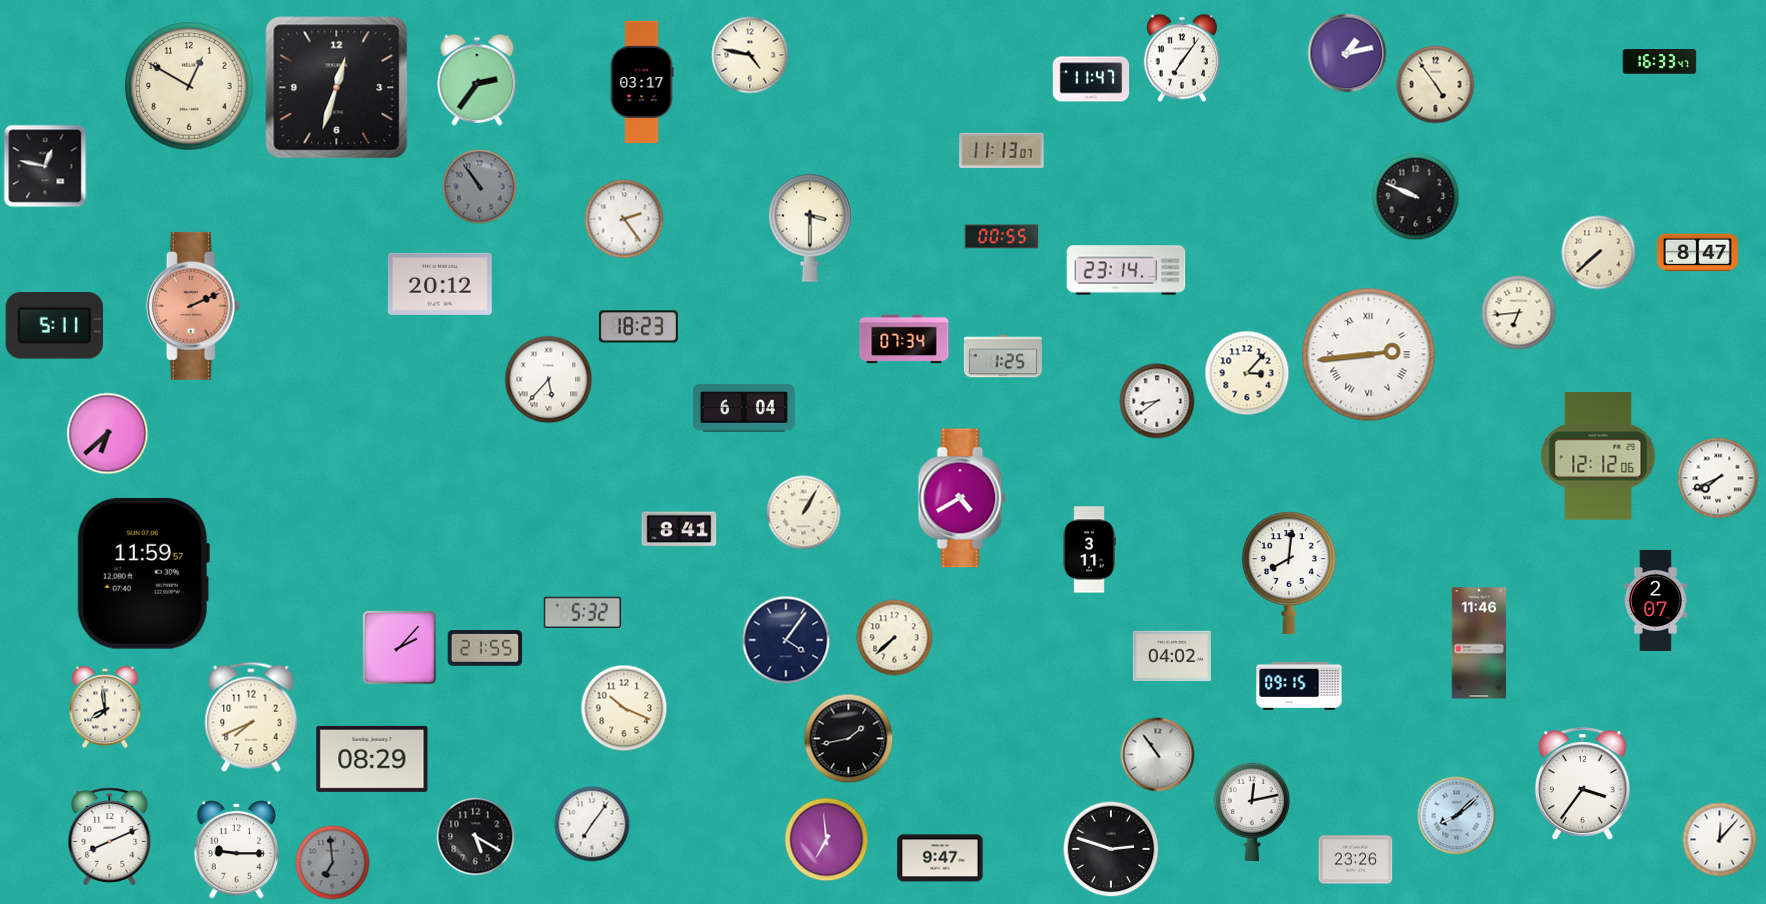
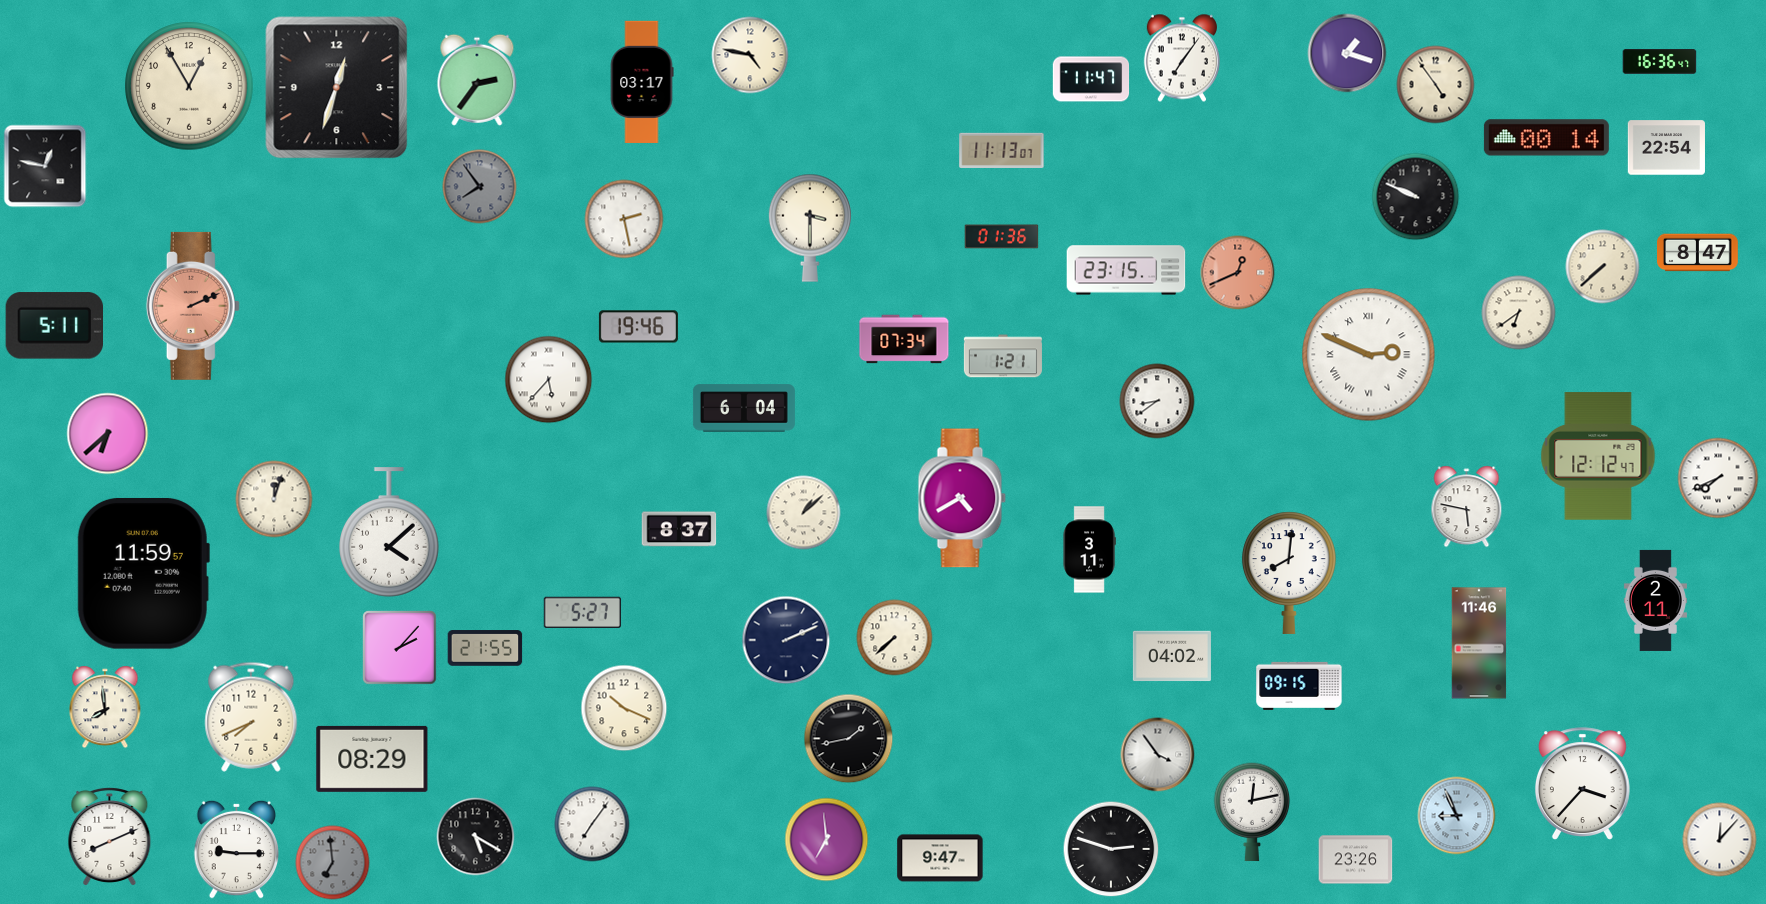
clock at (1347, 53): 1:13 -> 1:18
clock at (1660, 62): 16:33 -> 16:36
clock at (189, 86): 12:50 -> 12:55
clock at (1546, 138): none -> 00:14
clock at (1666, 148): none -> 22:54
clock at (480, 187): 10:54 -> 7:54
clock at (624, 219): 2:24 -> 2:28
clock at (1002, 237): 00:55 -> 01:36
clock at (1599, 253) position: (1599, 253) -> (1603, 267)
clock at (1126, 270): 23:14 -> 23:15
clock at (1238, 273): none -> 12:41
clock at (440, 284): 20:12 -> none
clock at (1519, 313): 6:44 -> 6:39
clock at (638, 327): 18:23 -> 19:46
clock at (1369, 355): 2:44 -> 2:49
clock at (1003, 356): 1:25 -> 1:21
clock at (1247, 373): 3:07 -> none
clock at (1598, 456): 12:12:06 -> 12:12:47
clock at (274, 499): none -> 12:03
clock at (1467, 507): none -> 5:47
clock at (804, 513): 1:05 -> 1:08
clock at (679, 529): 8:41 -> 8:37
clock at (389, 532): none -> 4:08
clock at (1655, 600): 2:07 -> 2:11
clock at (582, 612): 5:32 -> 5:27
clock at (786, 640): 4:06 -> 2:11
clock at (1158, 755): 10:54 -> 3:54
clock at (1582, 784): 3:36 -> 3:37
clock at (1457, 816): 8:08 -> 8:56
